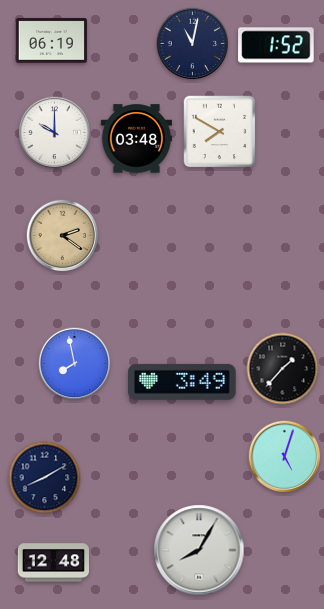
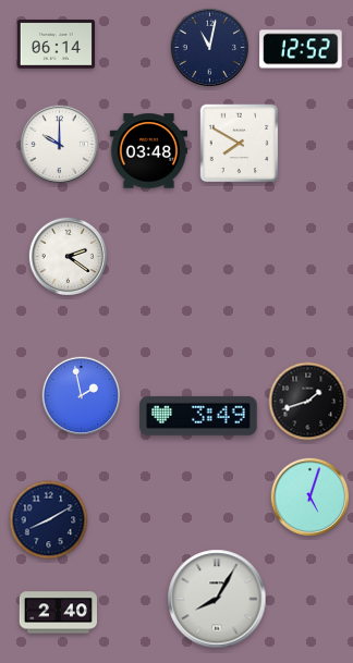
clock at (51, 41): 06:19 -> 06:14
clock at (276, 45): 1:52 -> 12:52
clock at (63, 236) dial: champagne -> white
clock at (75, 364): 7:58 -> 1:58
clock at (283, 369): 1:37 -> 1:42
clock at (54, 563): 12:48 -> 2:40
